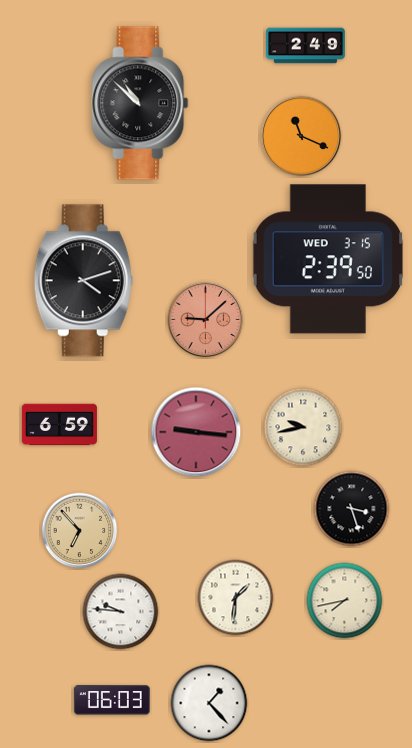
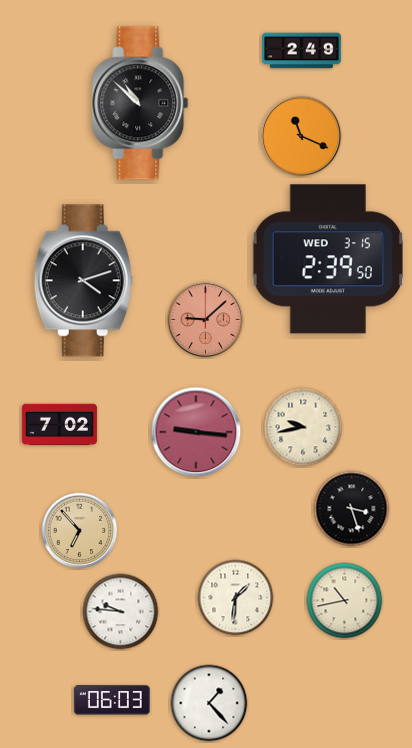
clock at (306, 46) position: (306, 46) -> (302, 51)
clock at (59, 425): 6:59 -> 7:02
clock at (345, 601): 7:43 -> 10:43
